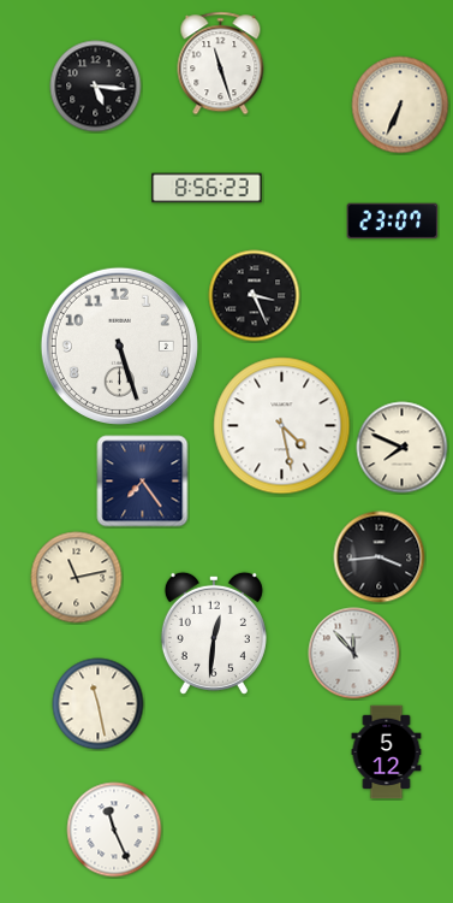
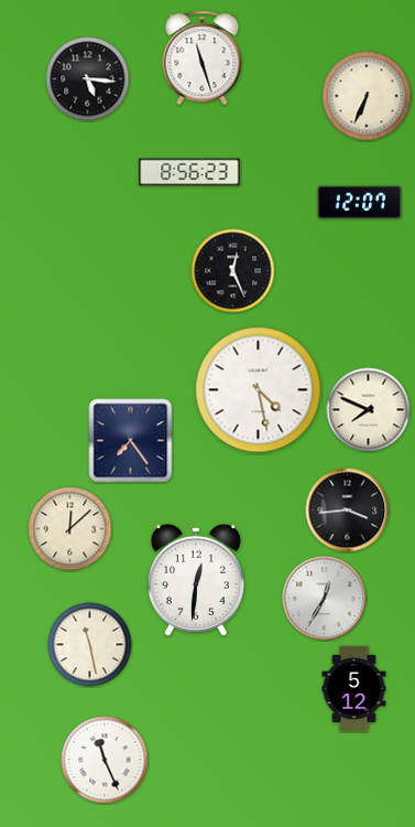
clock at (393, 222): 23:07 -> 12:07
clock at (255, 296): 3:26 -> 12:26
clock at (119, 346): 5:27 -> none
clock at (77, 578): 11:13 -> 12:08
clock at (354, 654): 11:53 -> 12:35
